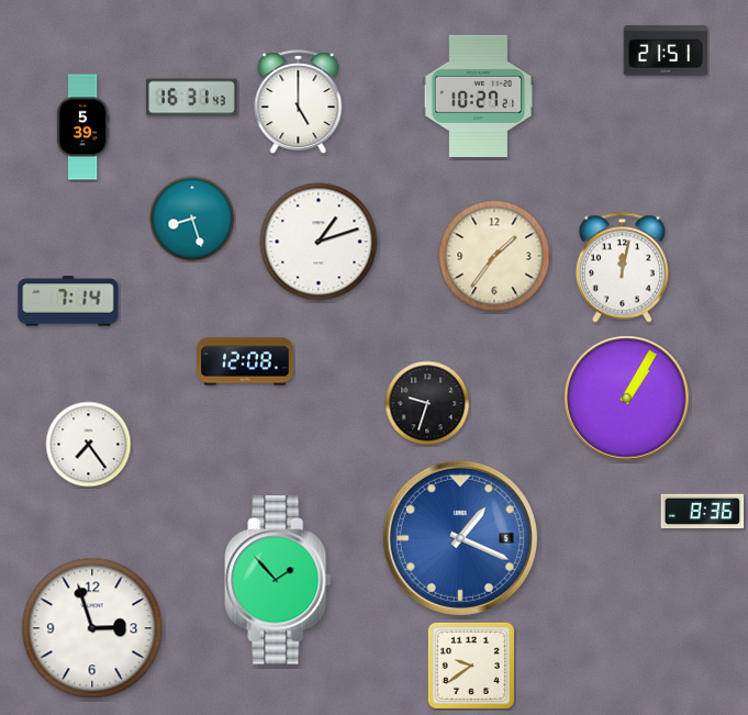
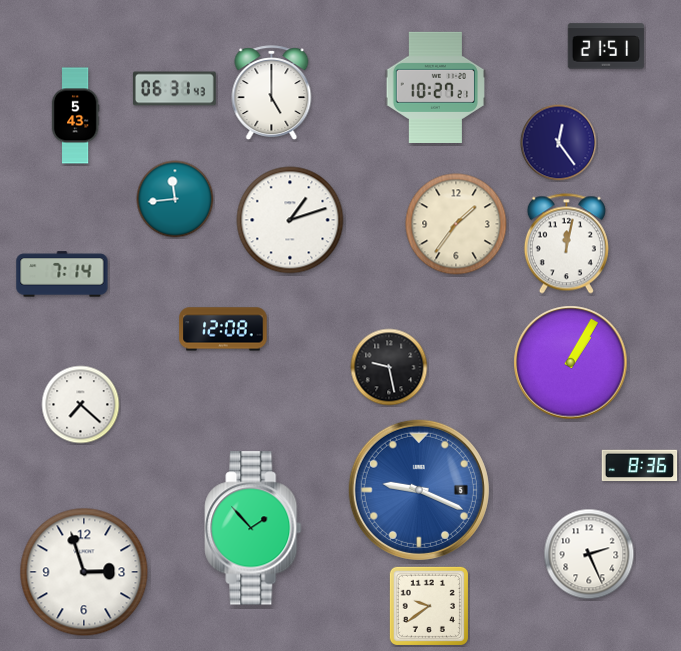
clock at (191, 98): 16:31 -> 06:31
clock at (82, 127): 5:39 -> 5:43
clock at (559, 143): none -> 12:24
clock at (192, 219): 8:27 -> 11:44
clock at (494, 256) position: (494, 256) -> (456, 224)
clock at (427, 403): 9:33 -> 9:28
clock at (89, 445): 7:24 -> 7:22
clock at (460, 538): 1:19 -> 9:19
clock at (589, 554): none -> 2:26
